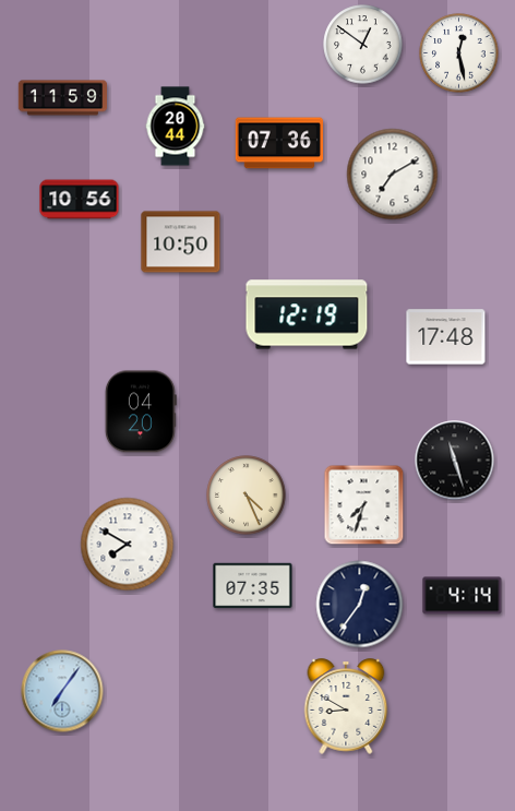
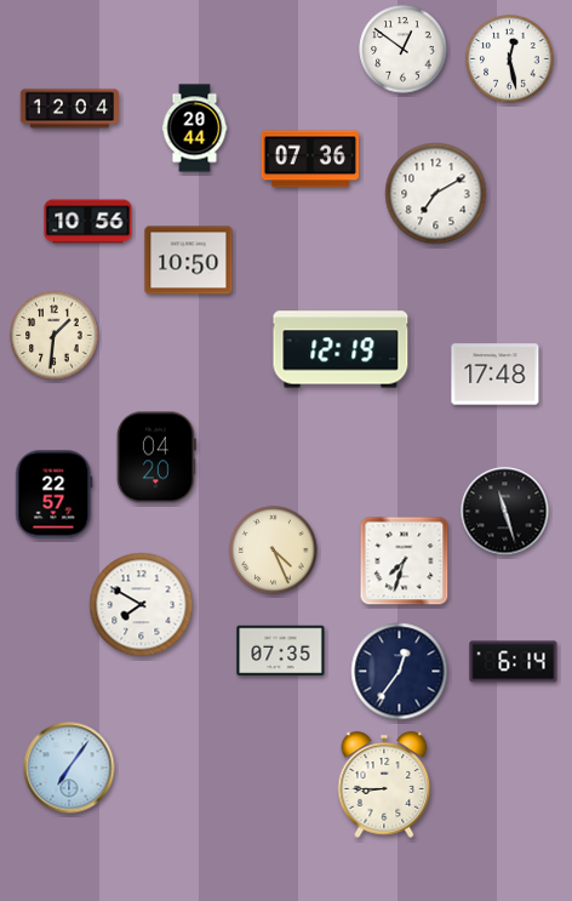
clock at (62, 98): 11:59 -> 12:04
clock at (176, 127) position: (176, 127) -> (195, 129)
clock at (181, 242) position: (181, 242) -> (189, 261)
clock at (55, 336): none -> 1:31
clock at (55, 495): none -> 22:57
clock at (463, 596): 4:14 -> 6:14
clock at (346, 706): 8:50 -> 8:45
